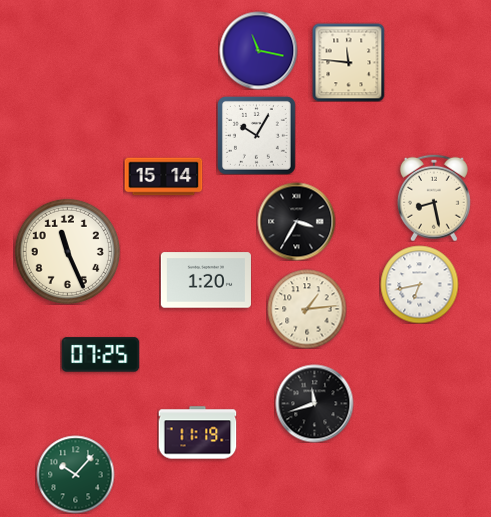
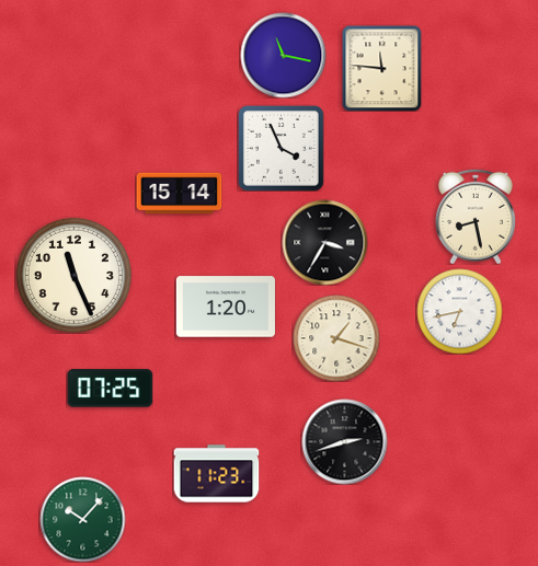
clock at (256, 135): 10:05 -> 3:56
clock at (307, 309): 1:14 -> 1:18
clock at (314, 403): 11:42 -> 2:42
clock at (197, 433): 11:19 -> 11:23
